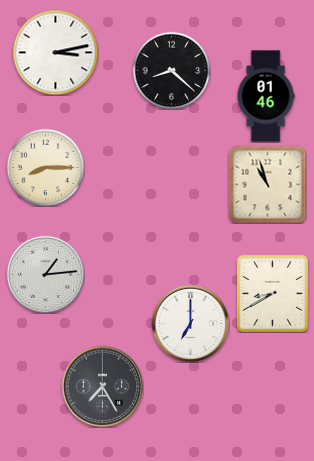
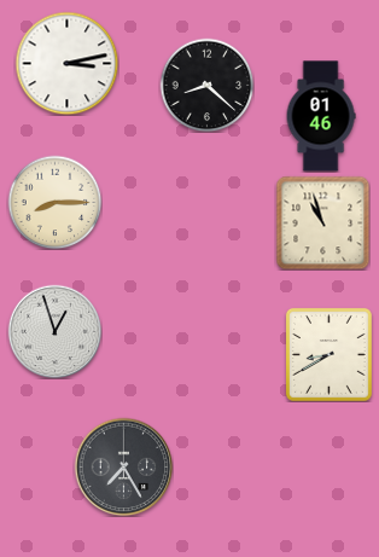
clock at (45, 274): 1:14 -> 12:57
clock at (190, 323): 7:00 -> none
